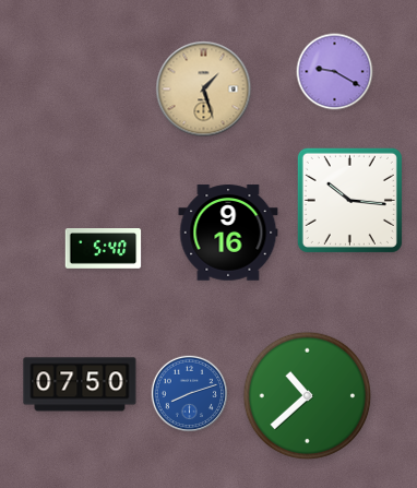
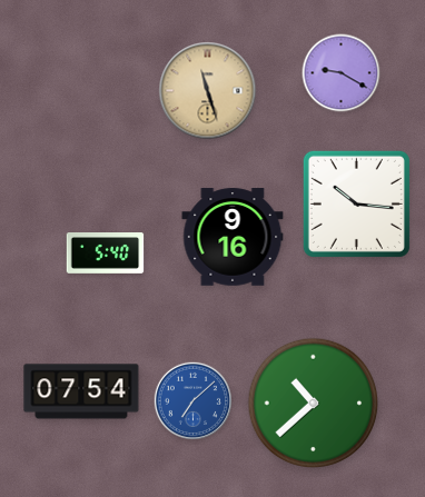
clock at (204, 90): 1:27 -> 11:27
clock at (80, 384): 07:50 -> 07:54
clock at (190, 394): 8:12 -> 7:08
